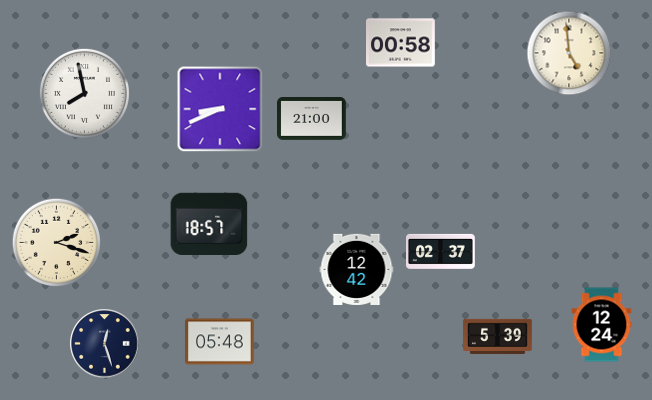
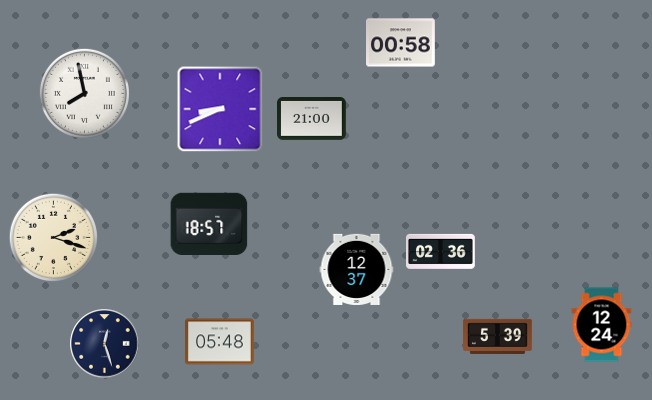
clock at (569, 53): 4:59 -> none
clock at (56, 242) position: (56, 242) -> (53, 237)
clock at (441, 251): 02:37 -> 02:36
clock at (357, 269): 12:42 -> 12:37
